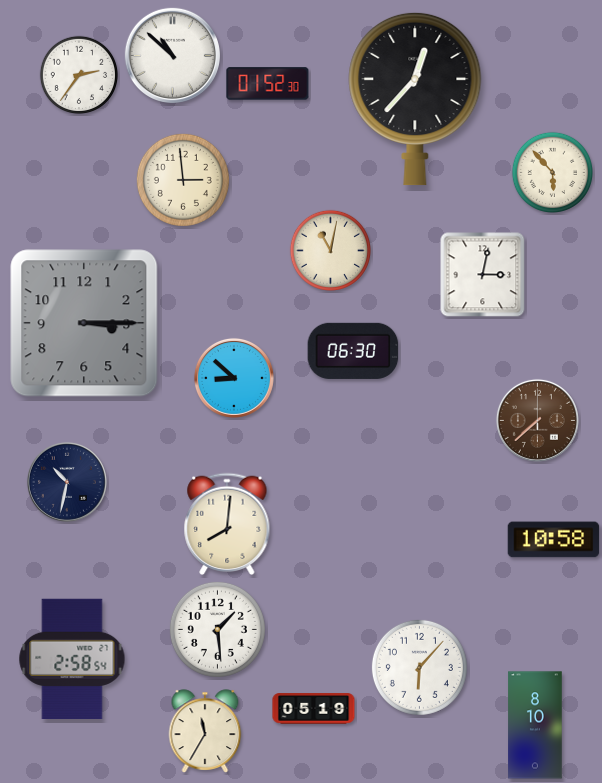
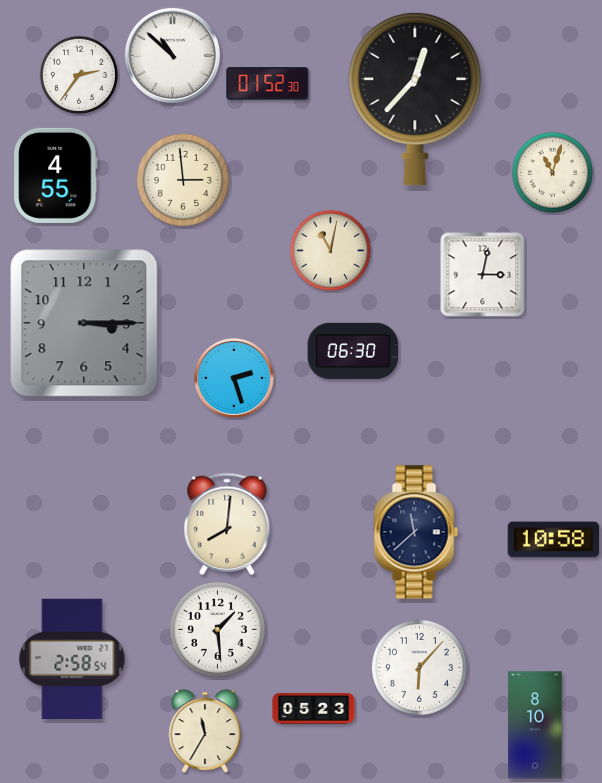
clock at (552, 172): 5:53 -> 11:03
clock at (56, 175): none -> 4:55
clock at (234, 378): 8:52 -> 2:27
clock at (537, 420): 7:38 -> none
clock at (67, 482): 10:32 -> none
clock at (416, 532): none -> 11:38
clock at (314, 709): 05:19 -> 05:23
